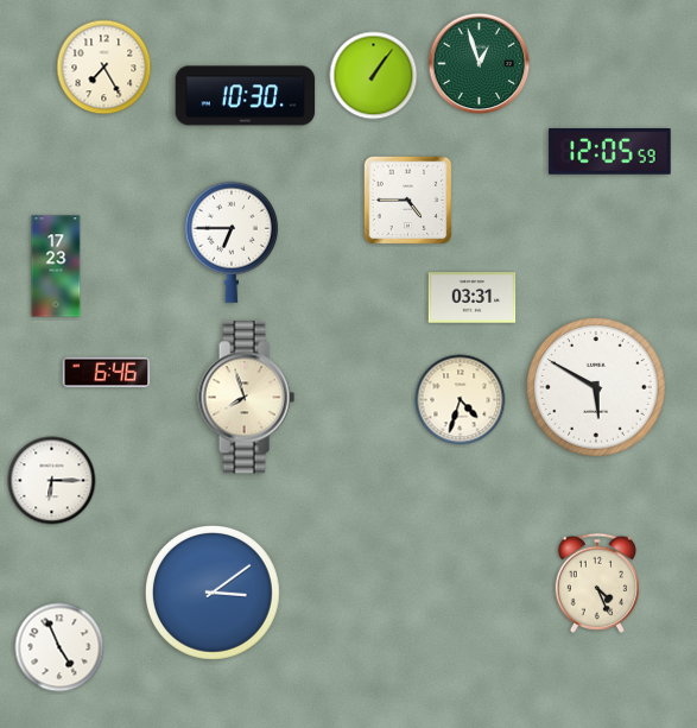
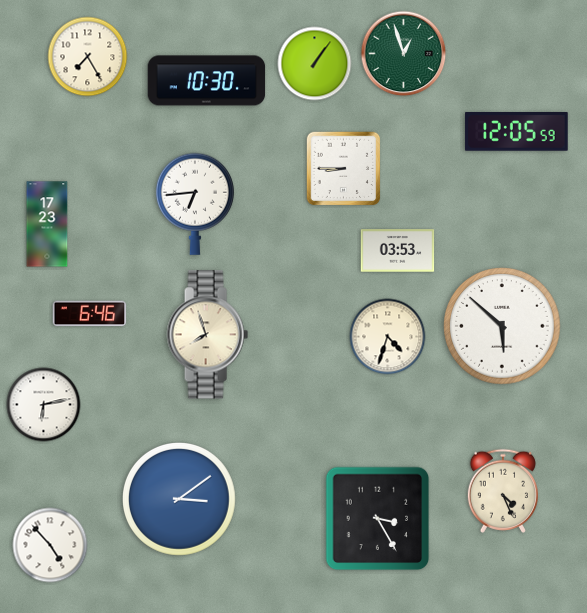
clock at (610, 152) position: (610, 152) -> (517, 132)
clock at (408, 201): 4:45 -> 8:45
clock at (232, 242): 6:45 -> 6:44
clock at (473, 298): 03:31 -> 03:53
clock at (596, 387): 5:50 -> 5:52
clock at (52, 481): 6:15 -> 6:13
clock at (378, 519): none -> 3:25
clock at (59, 647): 4:56 -> 4:53
